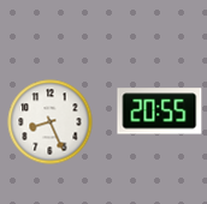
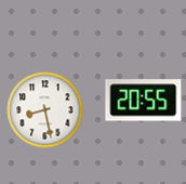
clock at (51, 122): 8:26 -> 8:28
